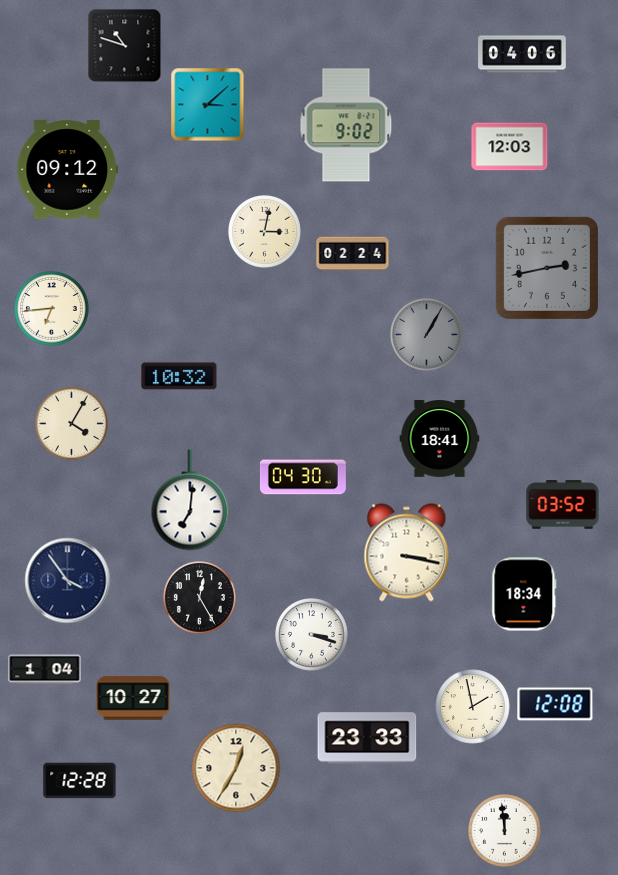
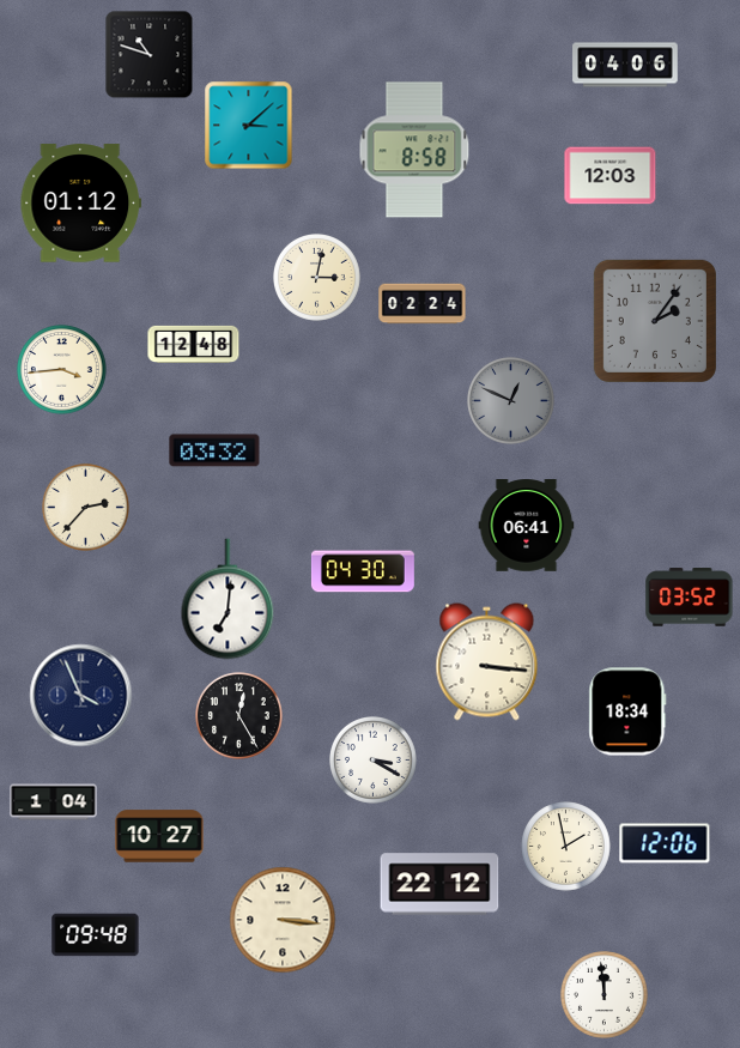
clock at (346, 125): 9:02 -> 8:58
clock at (68, 170): 09:12 -> 01:12
clock at (547, 268): 2:43 -> 2:06
clock at (194, 344): none -> 12:48
clock at (52, 309): 6:44 -> 3:44
clock at (427, 335): 1:05 -> 12:49
clock at (179, 376): 10:32 -> 03:32
clock at (72, 424): 4:05 -> 2:37
clock at (440, 439): 18:41 -> 06:41
clock at (563, 505) position: (563, 505) -> (690, 598)
clock at (407, 553): 3:17 -> 3:16
clock at (68, 581): 3:54 -> 3:56
clock at (312, 635): 3:18 -> 3:20
clock at (555, 704): 12:08 -> 12:06
clock at (367, 738): 23:33 -> 22:12
clock at (236, 768): 12:35 -> 3:16
clock at (80, 781): 12:28 -> 09:48
